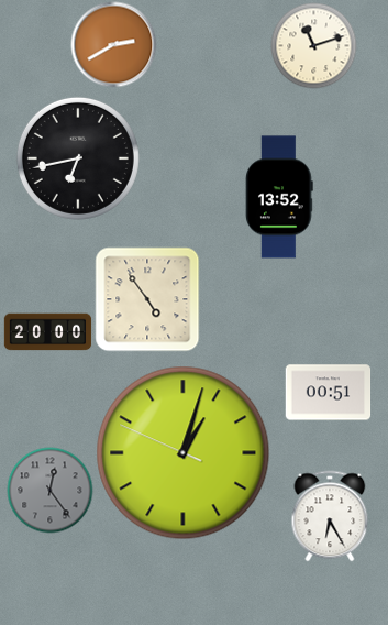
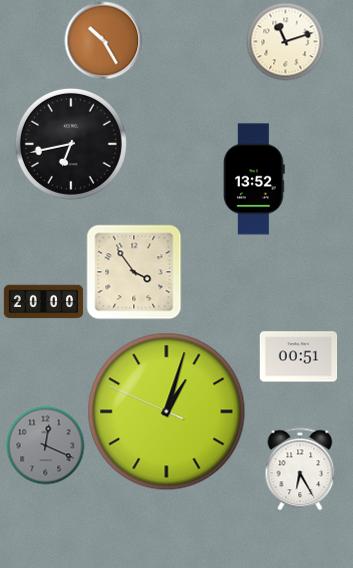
clock at (113, 44): 2:40 -> 10:25
clock at (147, 299): 4:54 -> 3:54
clock at (49, 490): 12:24 -> 12:19
